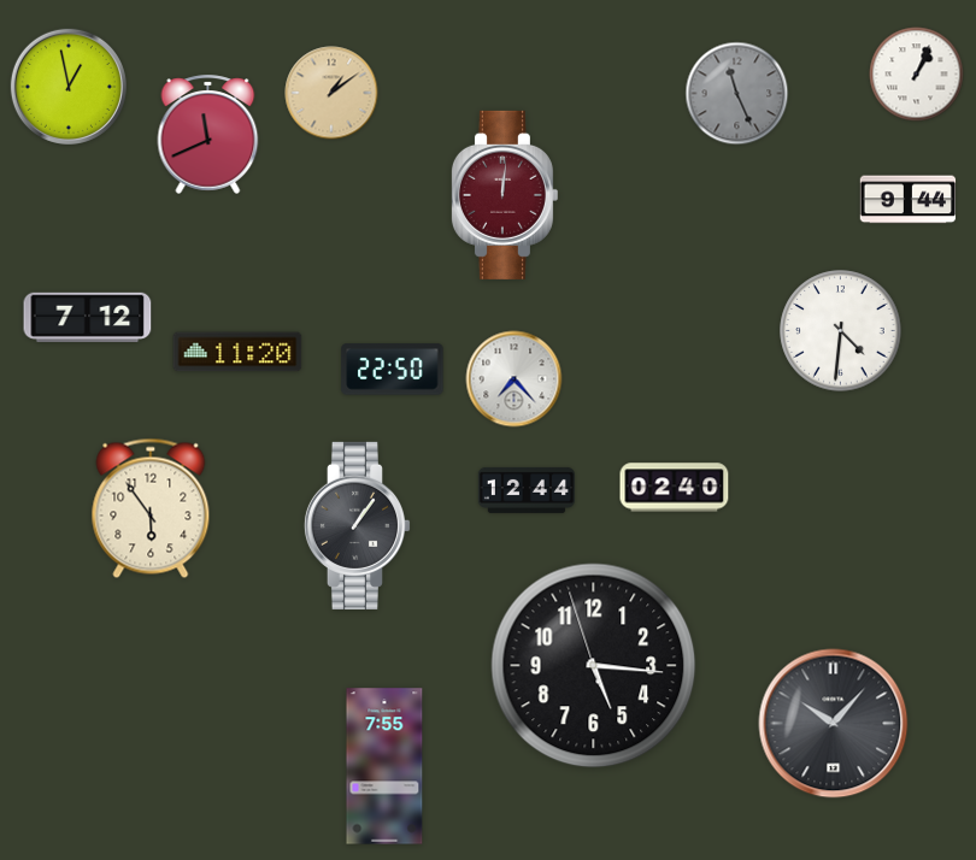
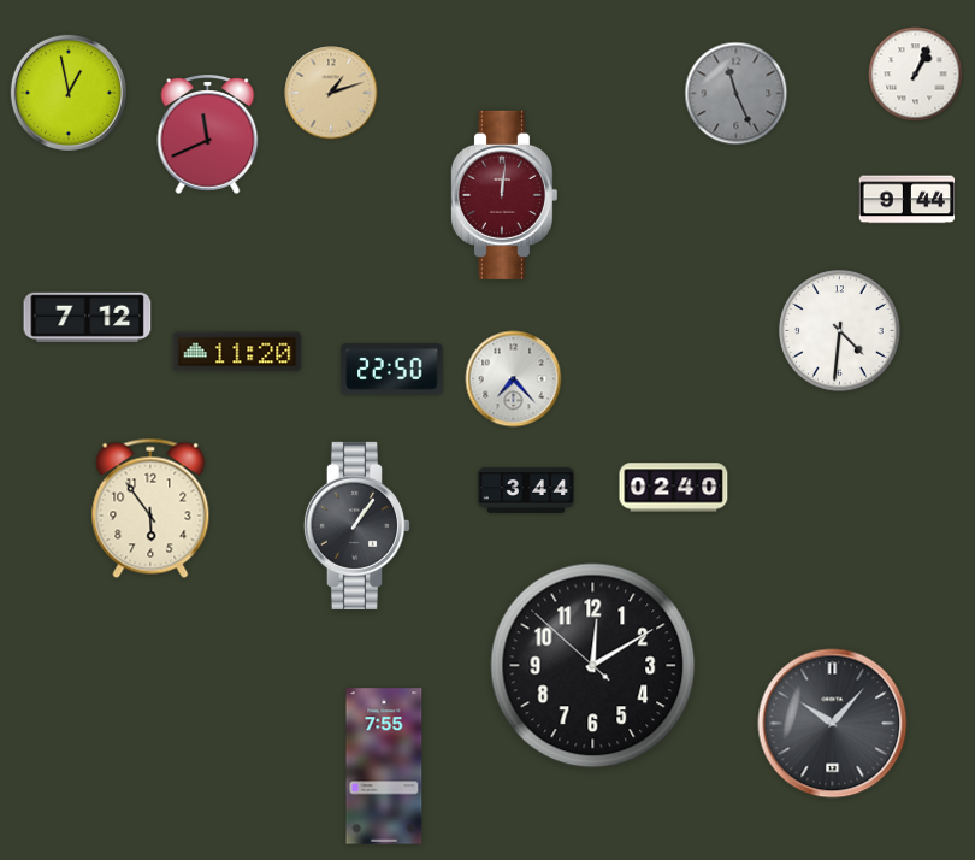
clock at (69, 87) position: (69, 87) -> (69, 93)
clock at (331, 93): 1:09 -> 1:12
clock at (525, 490): 12:44 -> 3:44
clock at (594, 666): 5:15 -> 12:09
